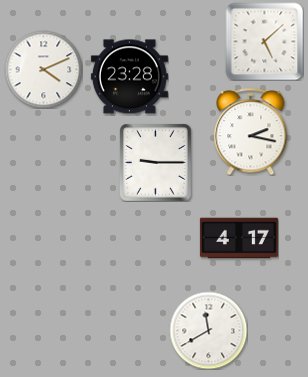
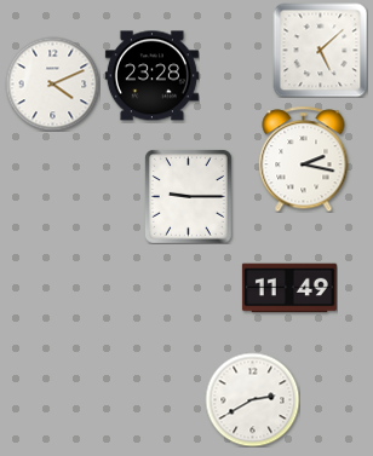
clock at (129, 77) position: (129, 77) -> (151, 76)
clock at (239, 238): 4:17 -> 11:49
clock at (208, 330): 11:40 -> 2:40
